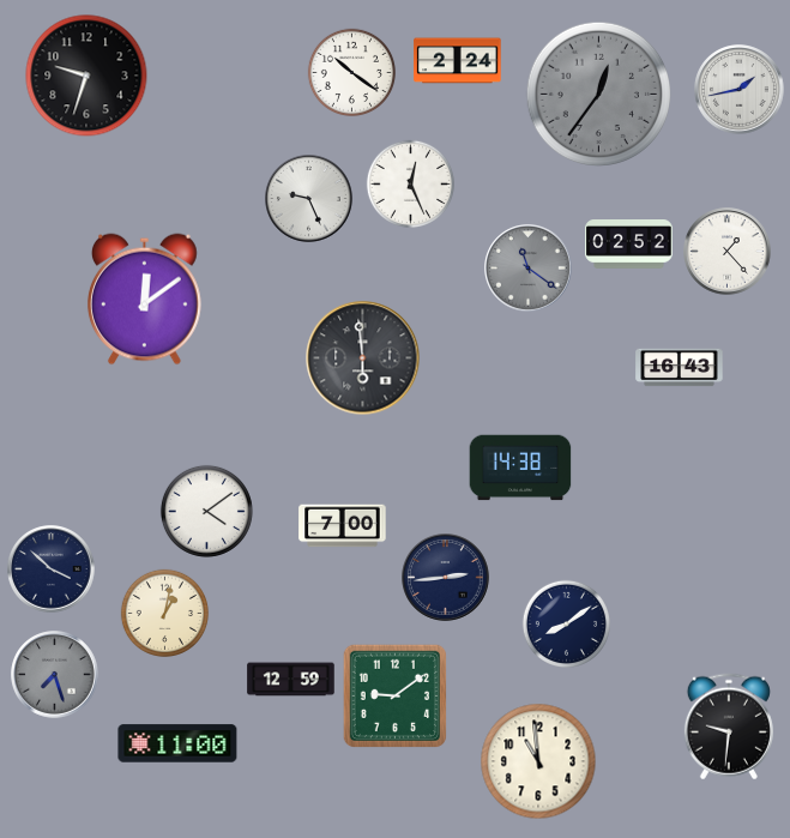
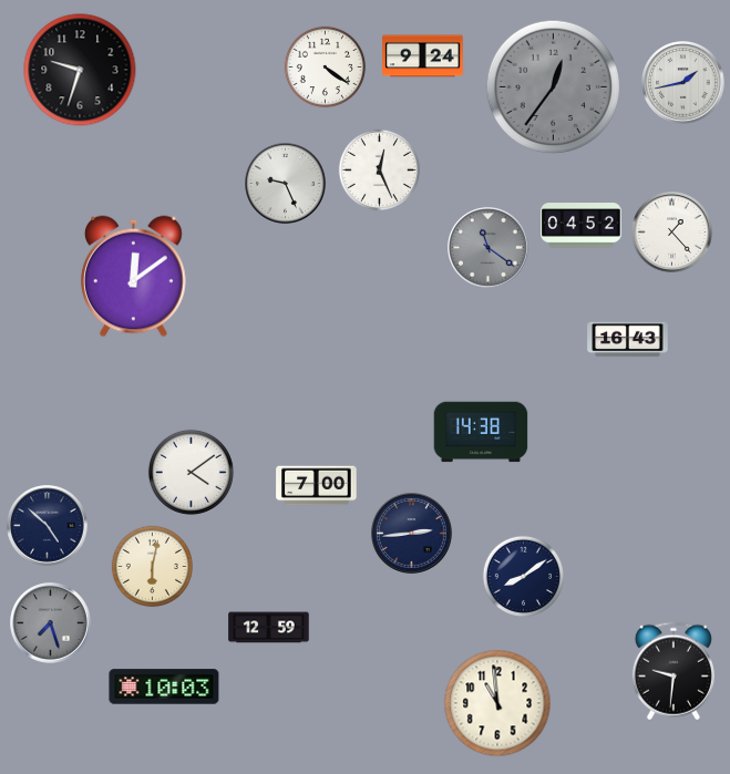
clock at (458, 61): 2:24 -> 9:24
clock at (351, 72): 10:21 -> 4:21
clock at (629, 245): 02:52 -> 04:52
clock at (363, 358): 5:59 -> none
clock at (52, 569): 3:52 -> 4:52
clock at (164, 613): 1:02 -> 6:02
clock at (394, 695): 9:09 -> none
clock at (177, 743): 11:00 -> 10:03
